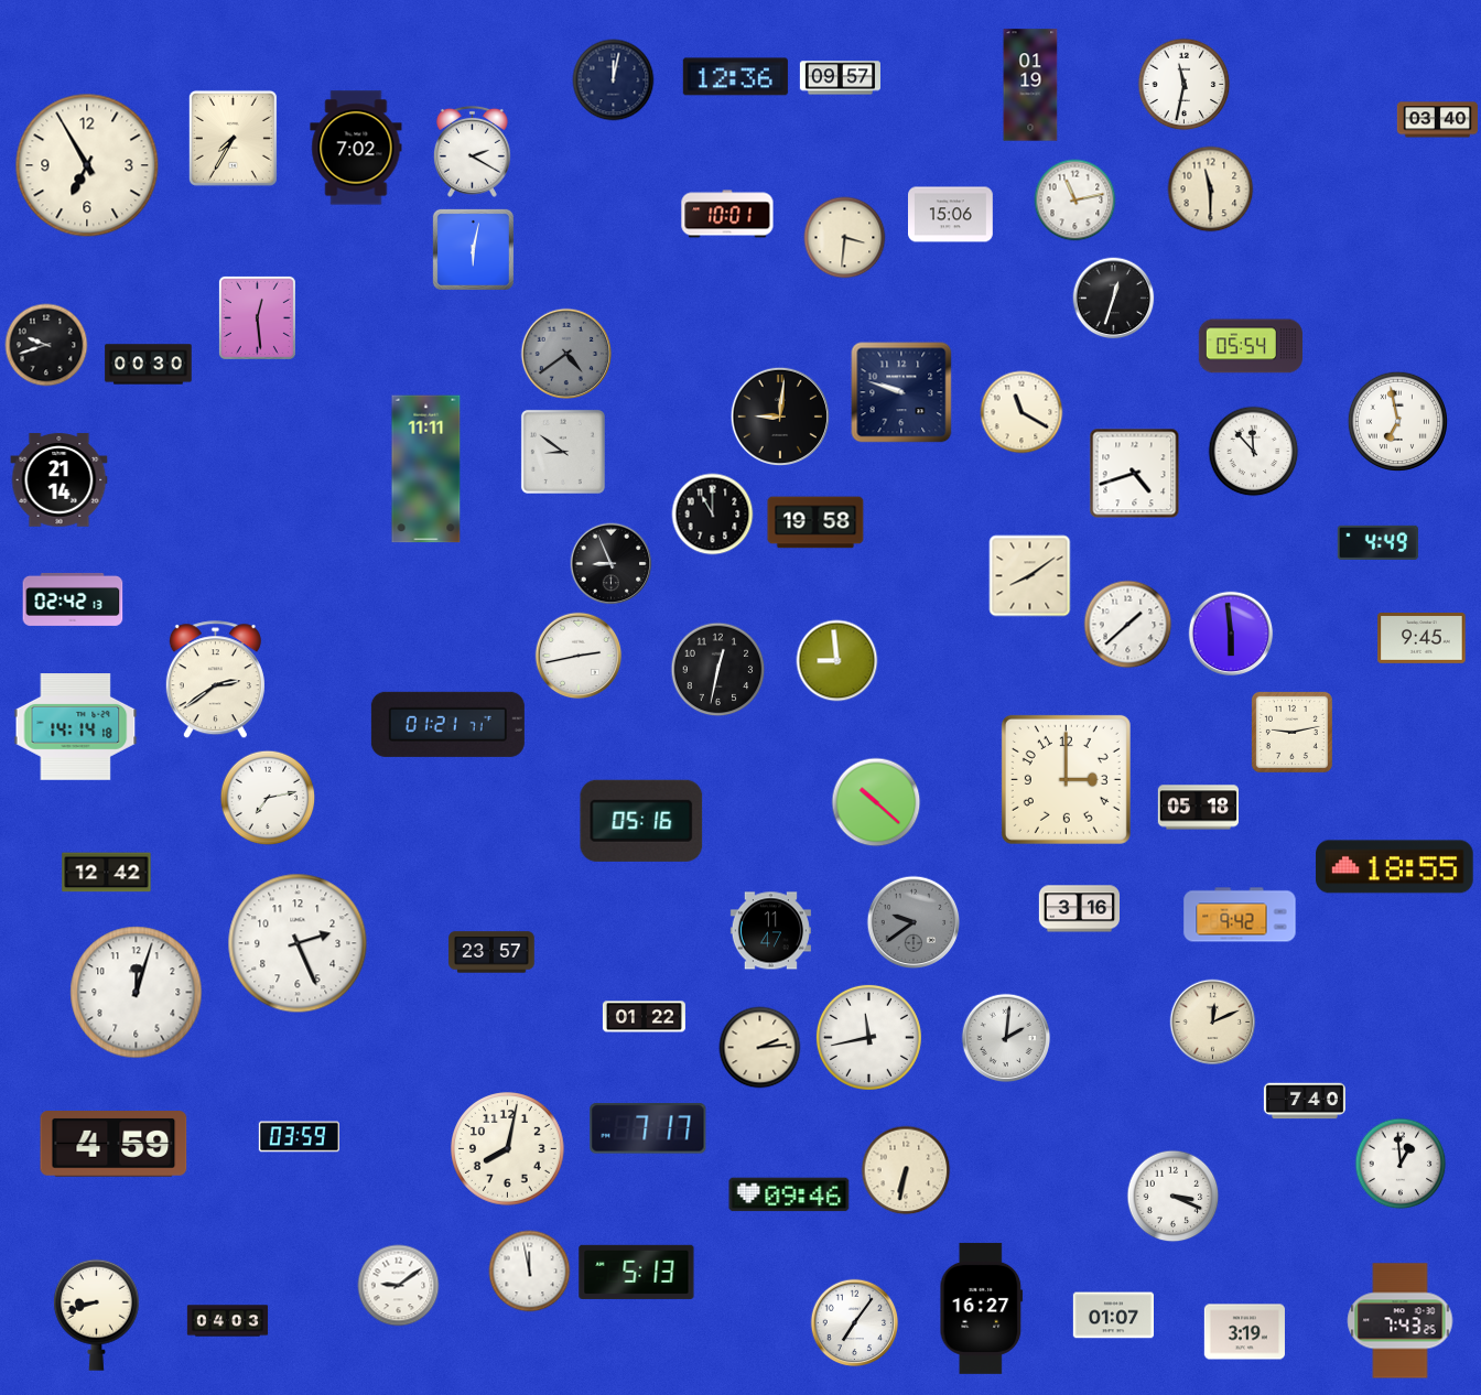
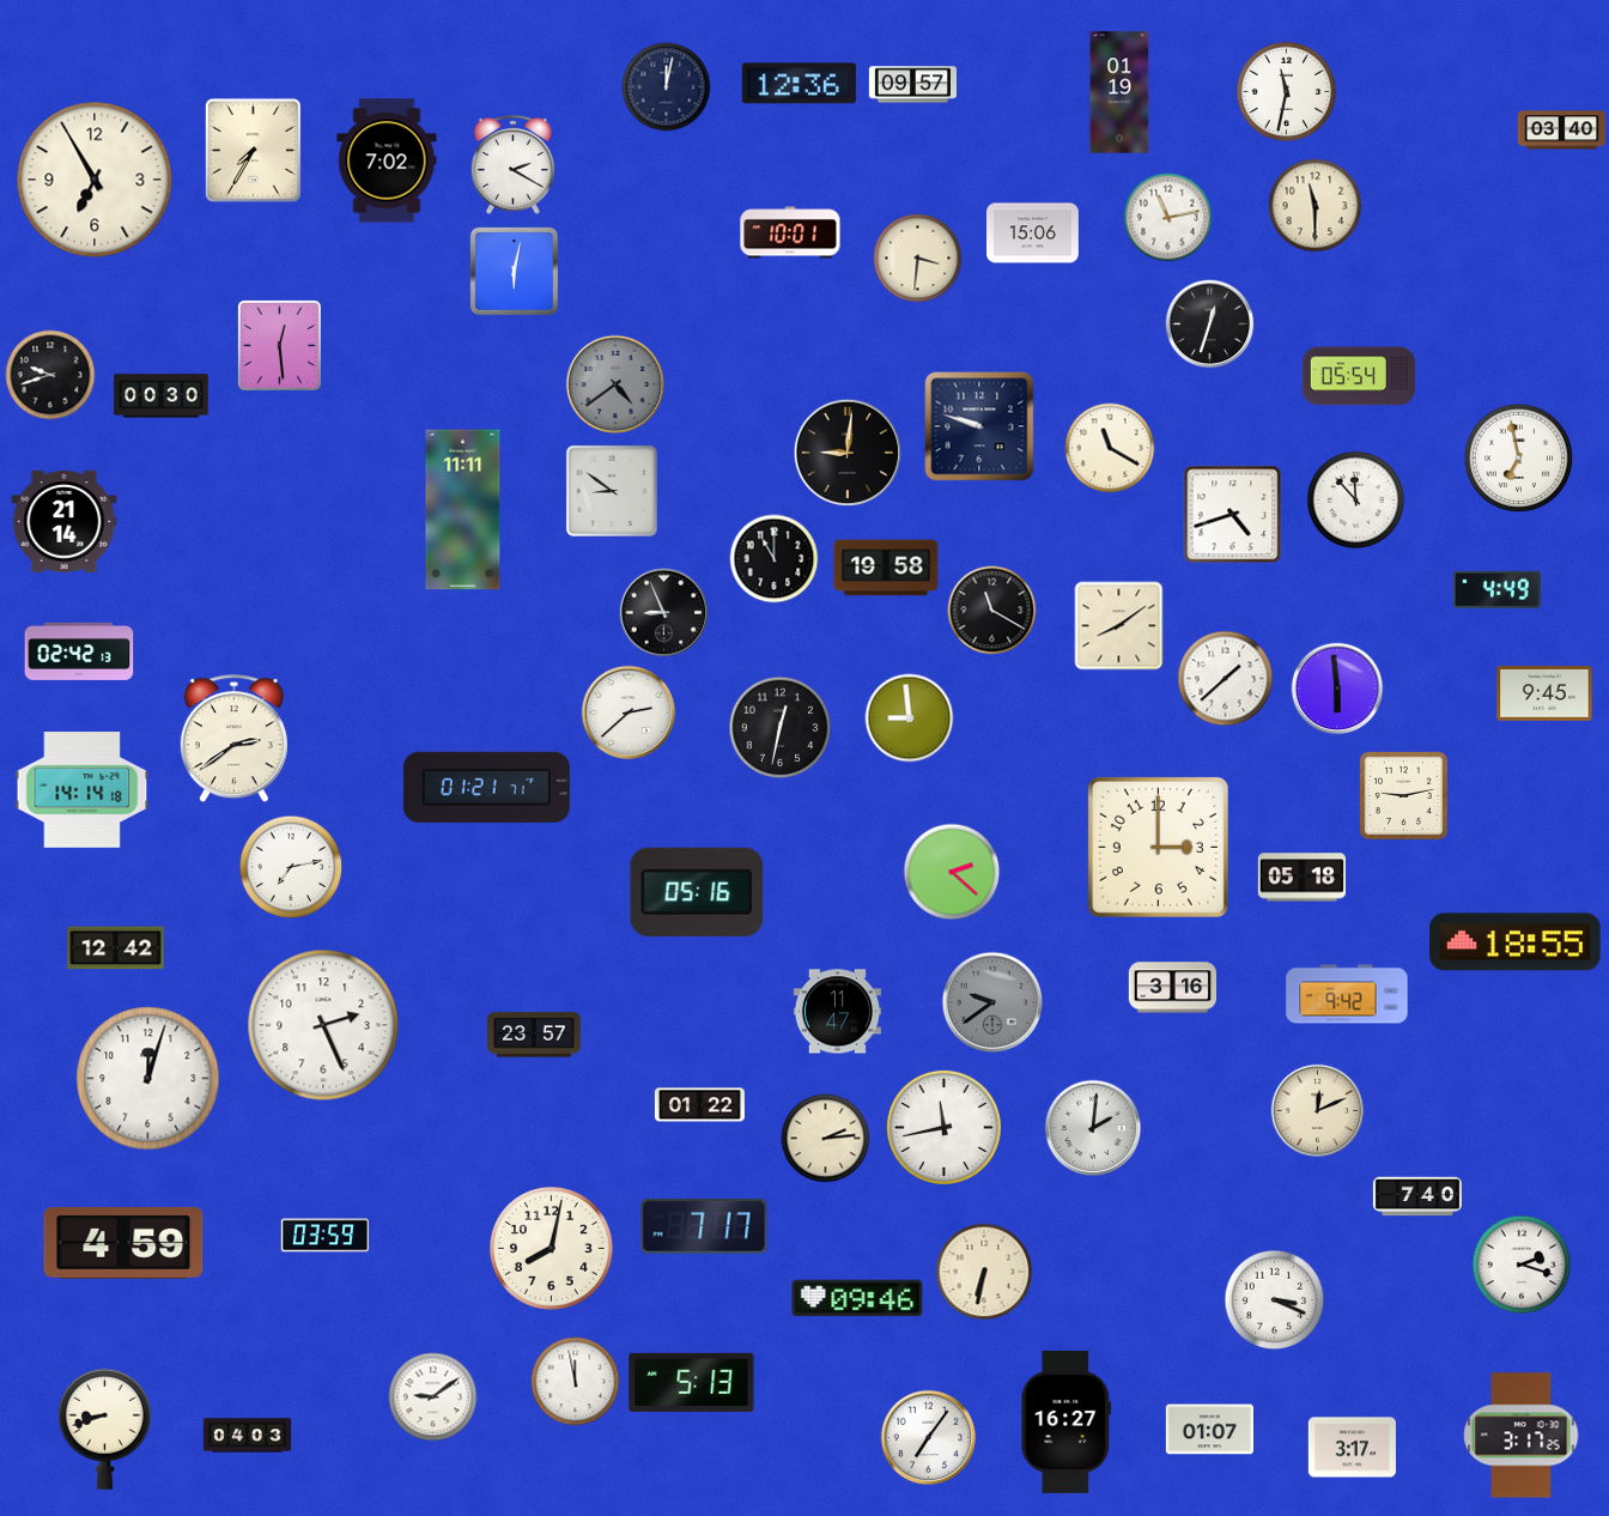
clock at (1254, 452) position: (1254, 452) -> (1356, 501)
clock at (992, 611): none -> 11:20
clock at (579, 656): 2:43 -> 2:38
clock at (876, 802): 10:22 -> 2:22
clock at (1401, 1164): 12:59 -> 2:18
clock at (1401, 1321): 7:43 -> 3:17
clock at (1244, 1332): 3:19 -> 3:17
